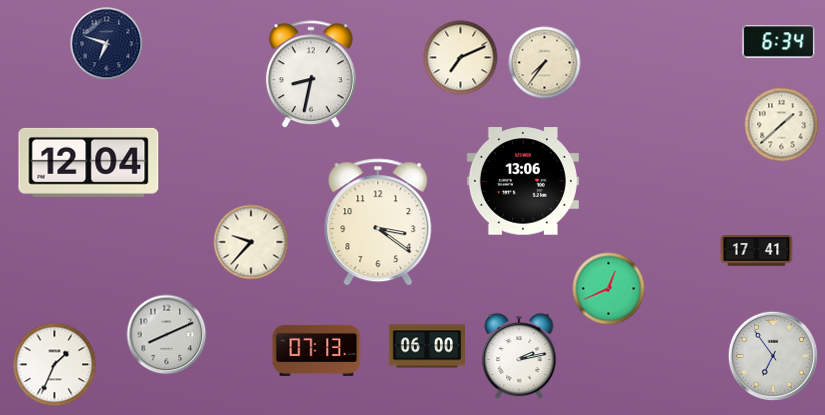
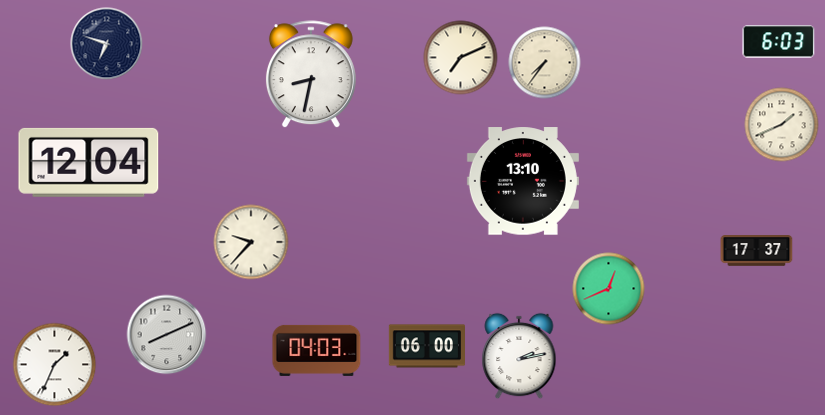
clock at (779, 42): 6:34 -> 6:03
clock at (782, 125): 1:38 -> 1:41
clock at (523, 181): 13:06 -> 13:10
clock at (378, 222): 3:21 -> none
clock at (757, 251): 17:41 -> 17:37
clock at (317, 350): 07:13 -> 04:03
clock at (772, 355): 6:54 -> none
